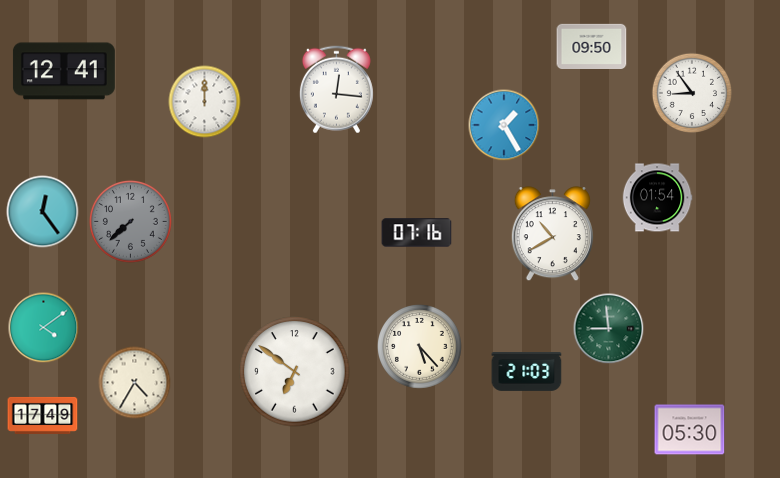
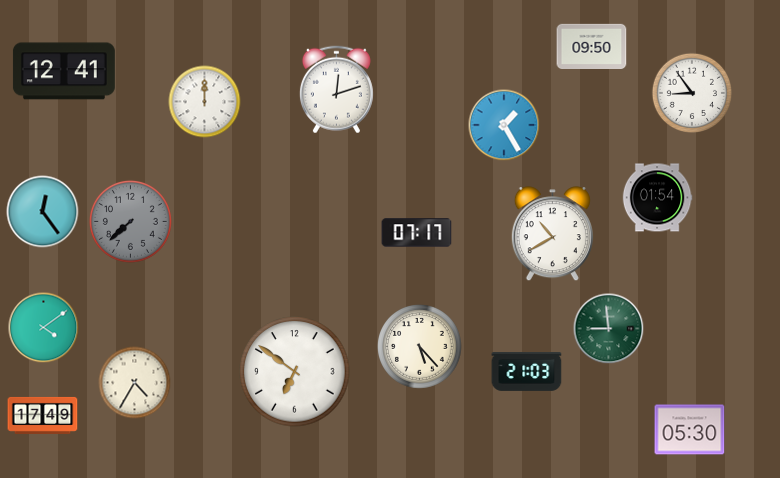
clock at (336, 90): 12:16 -> 12:12
clock at (417, 233): 07:16 -> 07:17
